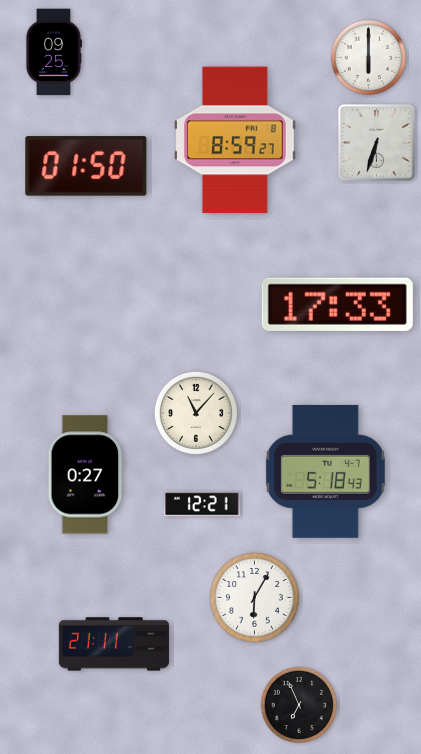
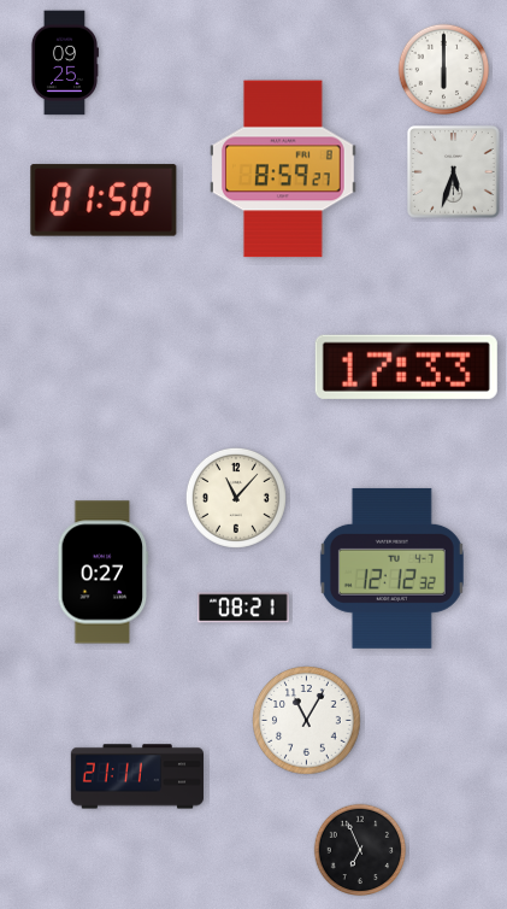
clock at (377, 143): 6:33 -> 5:33
clock at (325, 471): 5:18 -> 12:12
clock at (202, 504): 12:21 -> 08:21
clock at (255, 598): 6:05 -> 11:05
